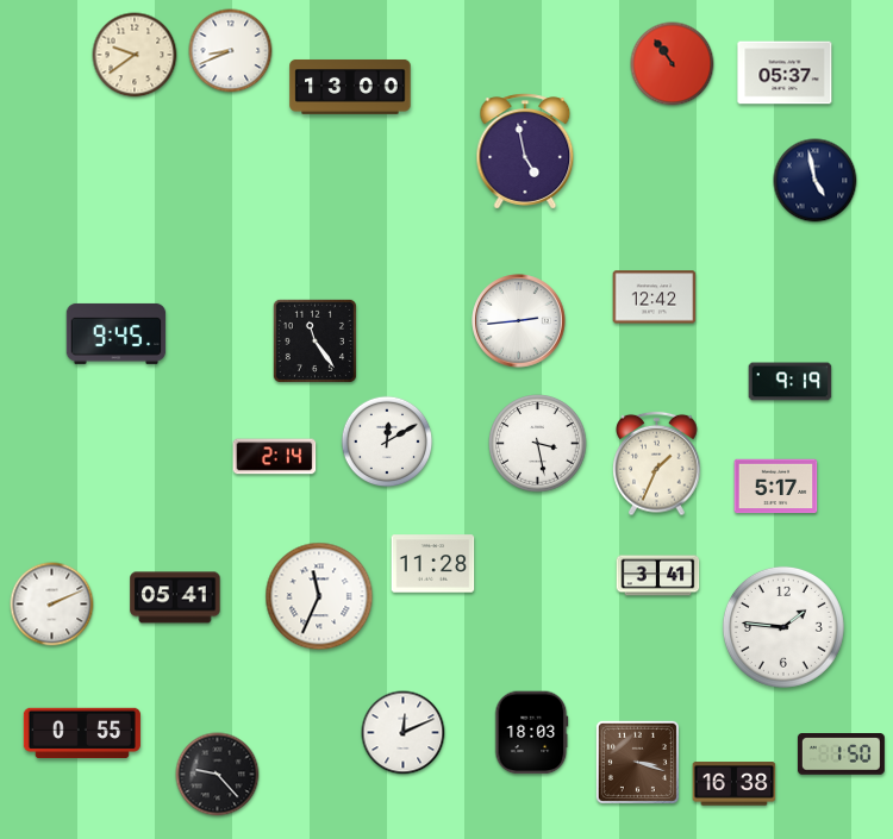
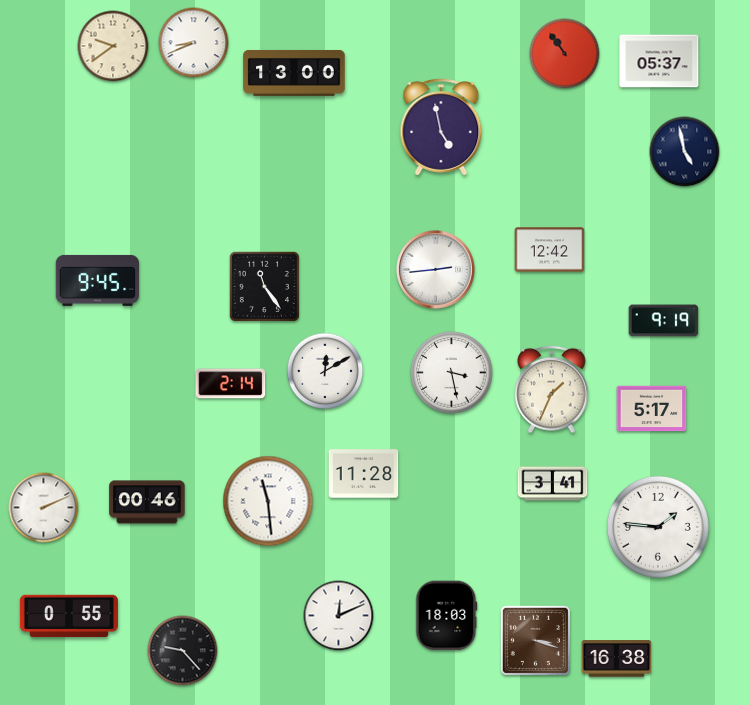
clock at (319, 596): 11:34 -> 11:29
clock at (175, 597): 05:41 -> 00:46
clock at (841, 755): 1:50 -> none
